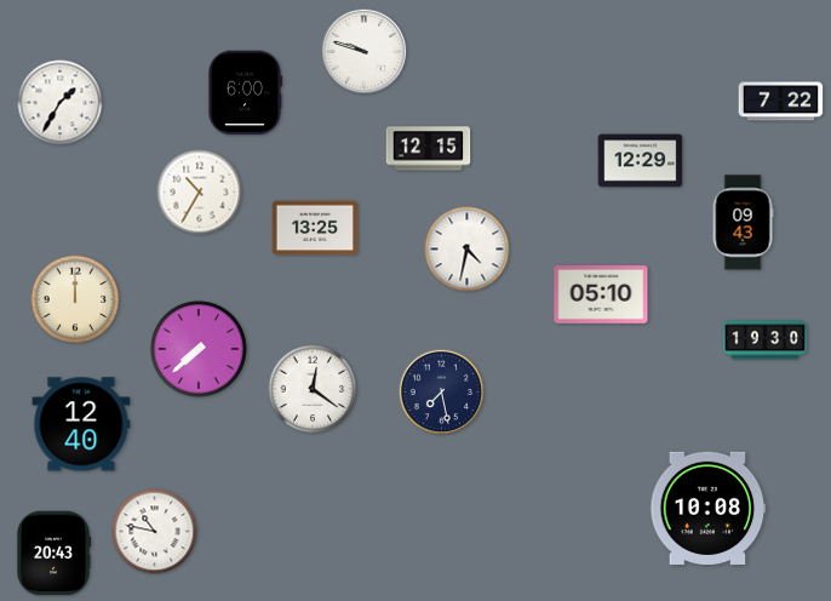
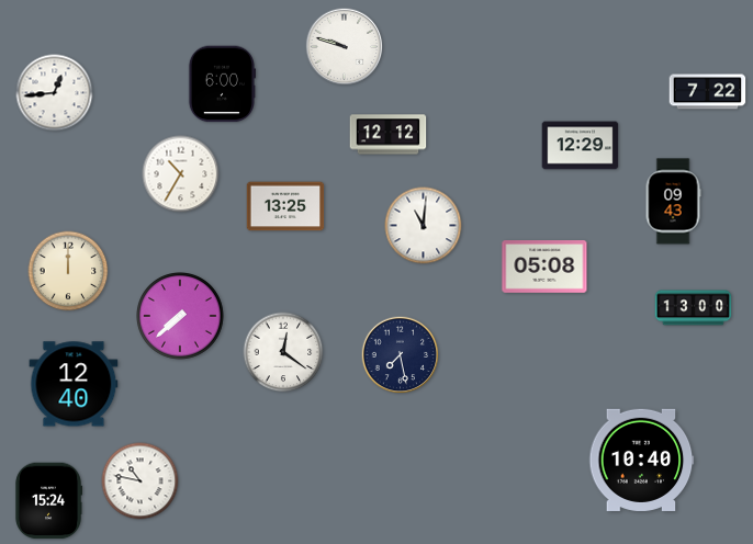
clock at (365, 52) position: (365, 52) -> (345, 47)
clock at (61, 103): 1:35 -> 12:44
clock at (429, 149): 12:15 -> 12:12
clock at (468, 250): 4:32 -> 11:01
clock at (601, 296): 05:10 -> 05:08
clock at (766, 340): 19:30 -> 13:00
clock at (709, 508): 10:08 -> 10:40
clock at (53, 554): 20:43 -> 15:24
